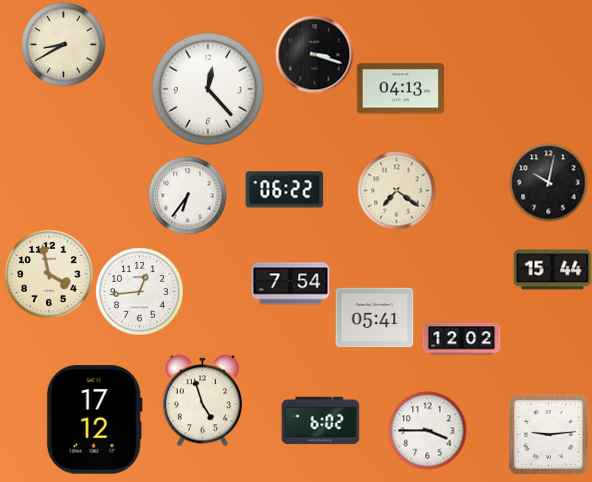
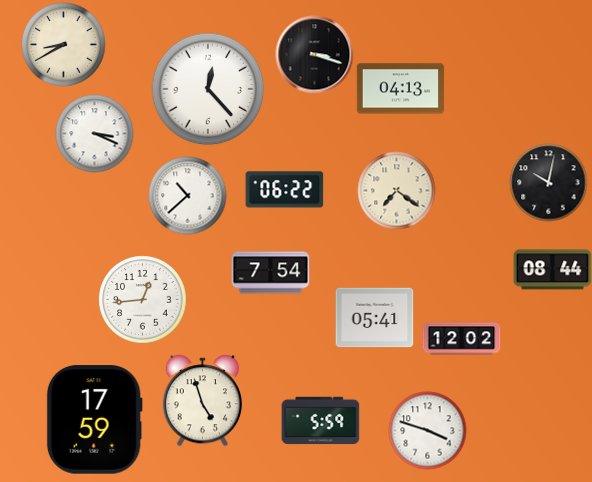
clock at (94, 133): none -> 3:19
clock at (187, 195): 6:36 -> 10:38
clock at (552, 270): 15:44 -> 08:44
clock at (49, 274): 3:58 -> none
clock at (290, 284) position: (290, 284) -> (270, 273)
clock at (139, 291) position: (139, 291) -> (142, 299)
clock at (94, 420): 17:12 -> 17:59
clock at (320, 421): 6:02 -> 5:59
clock at (427, 430): 3:45 -> 3:48
clock at (548, 434): 9:14 -> none
